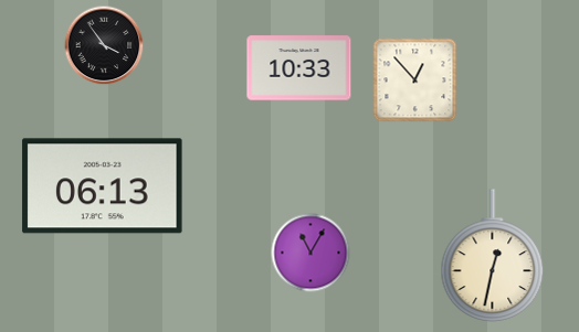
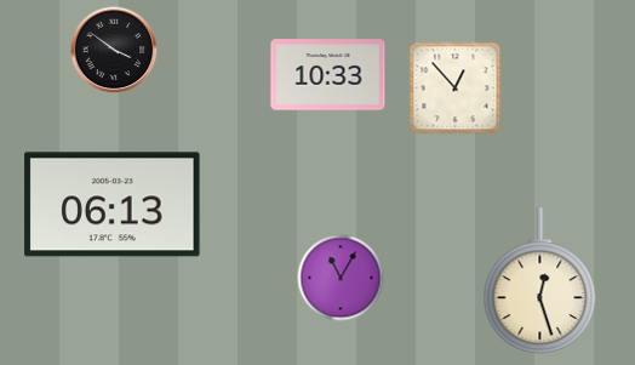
clock at (104, 45): 3:54 -> 3:51
clock at (493, 256): 12:32 -> 12:27
